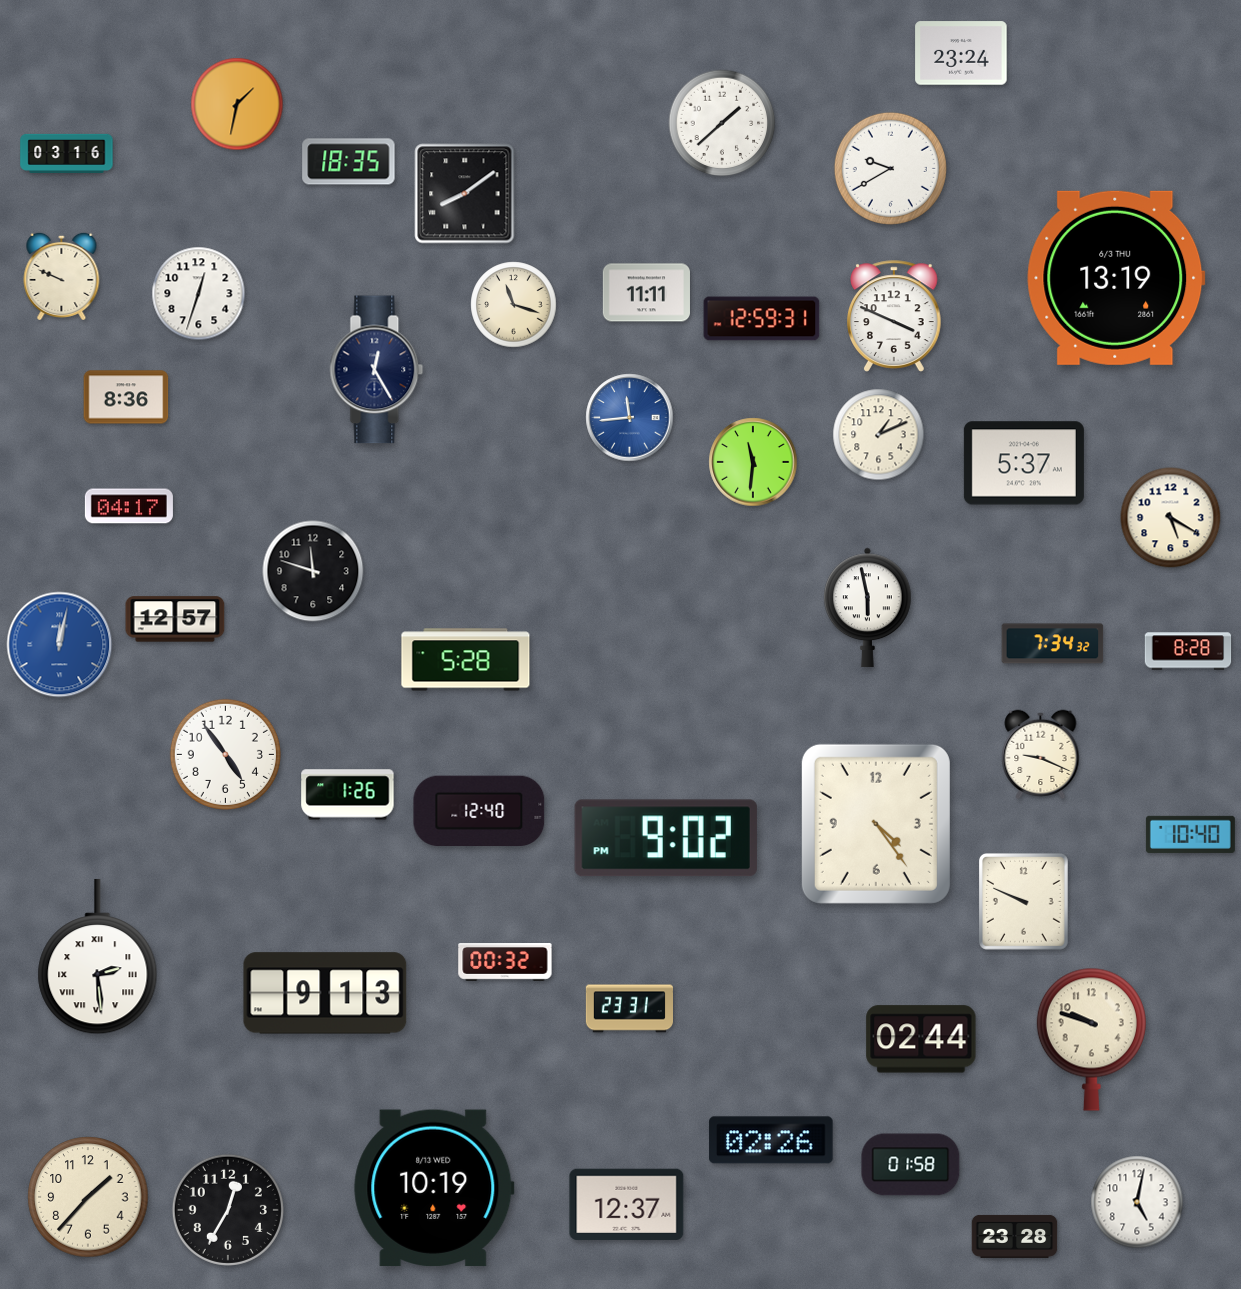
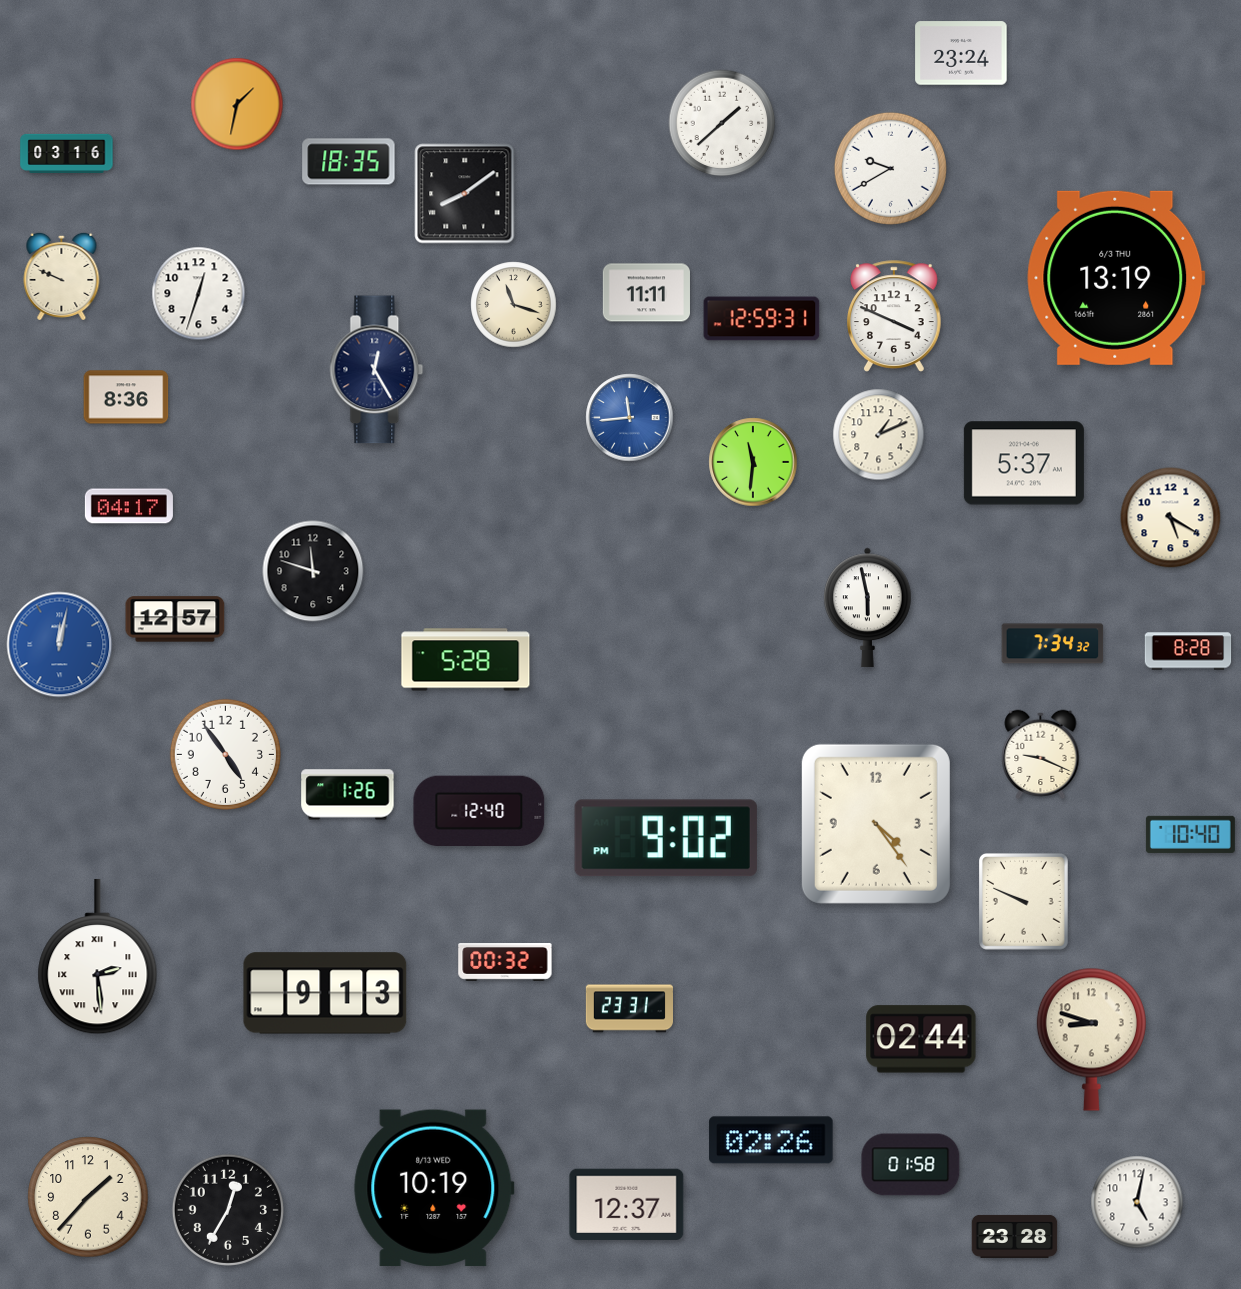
clock at (1091, 1039): 9:48 -> 8:48
